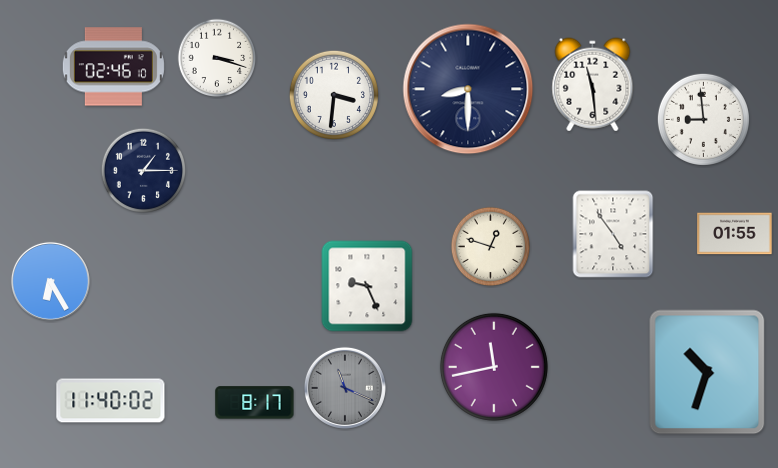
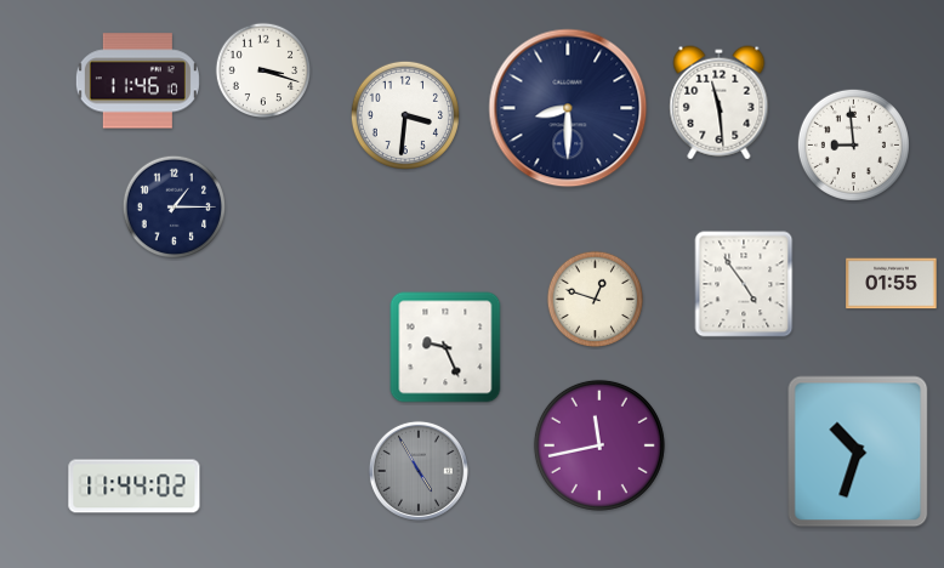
clock at (113, 67): 02:46 -> 11:46
clock at (50, 281): 6:25 -> none
clock at (345, 388): 11:19 -> 4:55
clock at (111, 401): 11:40 -> 11:44
clock at (255, 403): 8:17 -> none
